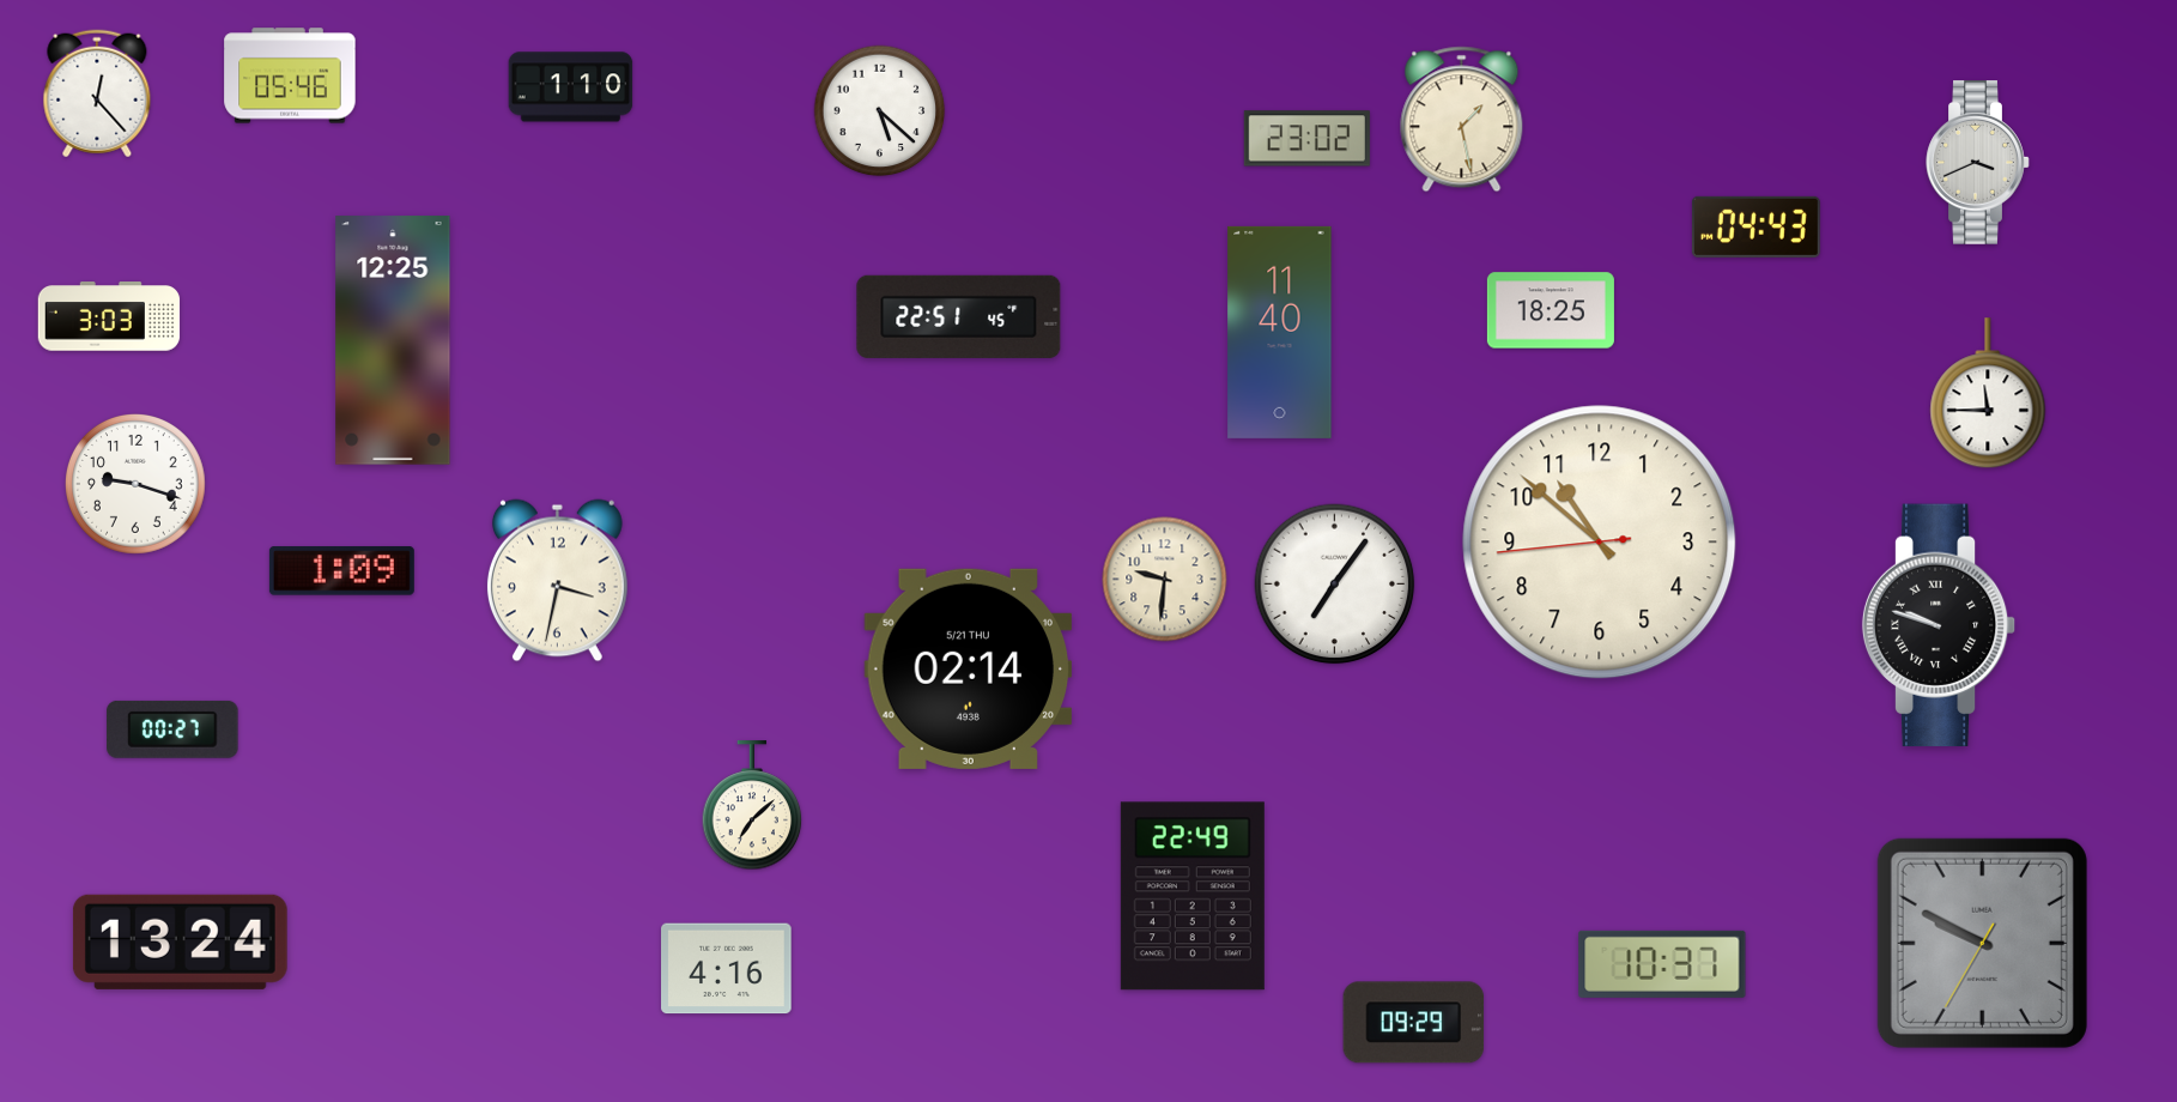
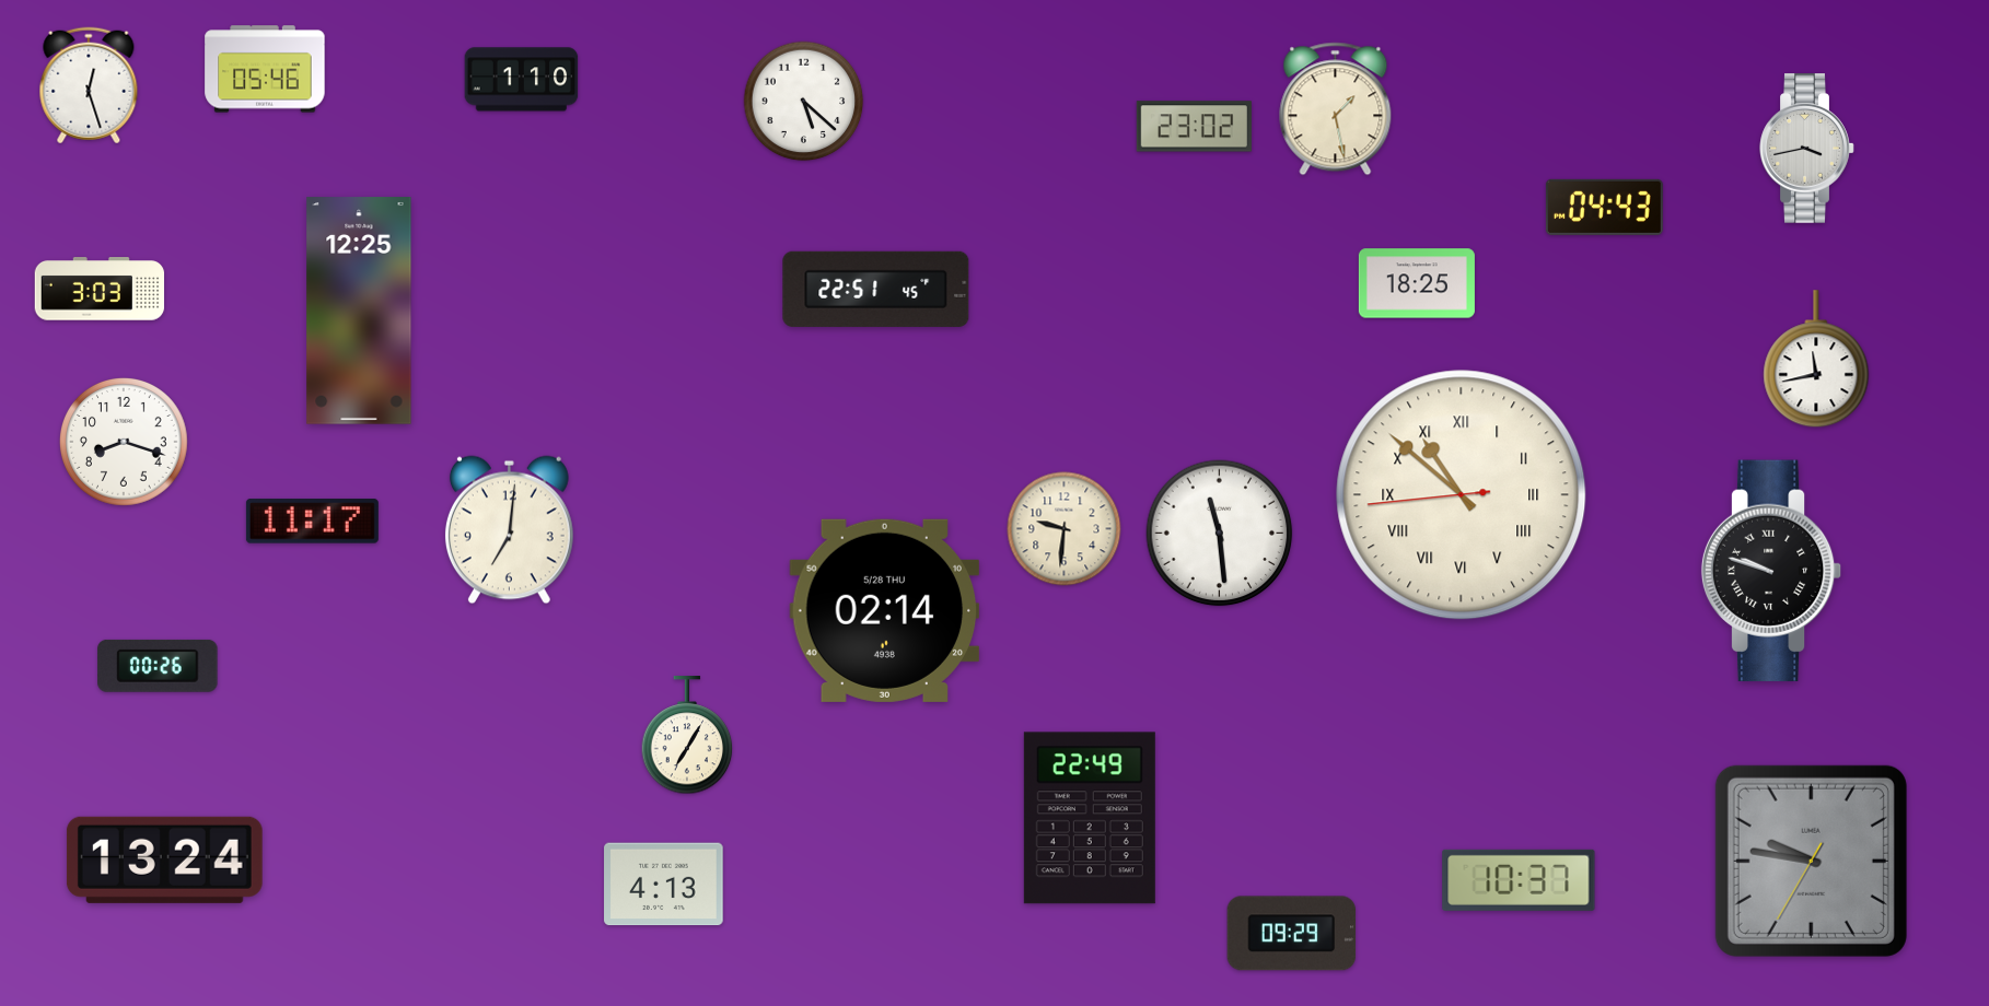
clock at (97, 93): 12:23 -> 12:27
clock at (1978, 163): 3:41 -> 3:43
clock at (1280, 332): 11:40 -> none
clock at (1988, 394): 11:45 -> 11:43
clock at (137, 485): 9:18 -> 8:18
clock at (1600, 543) numerals: Arabic -> Roman
clock at (341, 571): 1:09 -> 11:17
clock at (557, 581): 3:32 -> 7:01
clock at (1335, 585): 7:06 -> 11:29
clock at (969, 668) date: 5/21 THU -> 5/28 THU
clock at (172, 729): 00:27 -> 00:26
clock at (752, 806): 7:08 -> 7:05
clock at (1982, 943): 9:49 -> 9:46
clock at (727, 969): 4:16 -> 4:13
